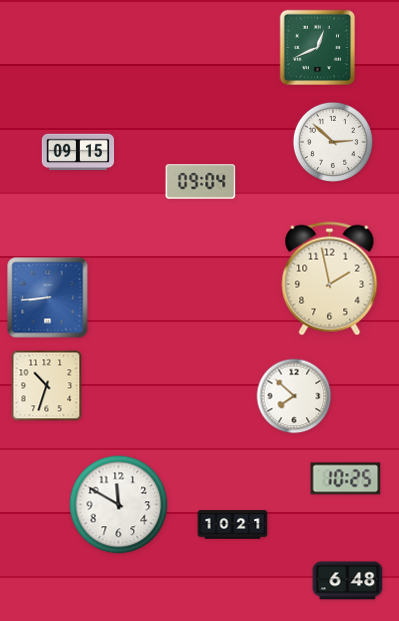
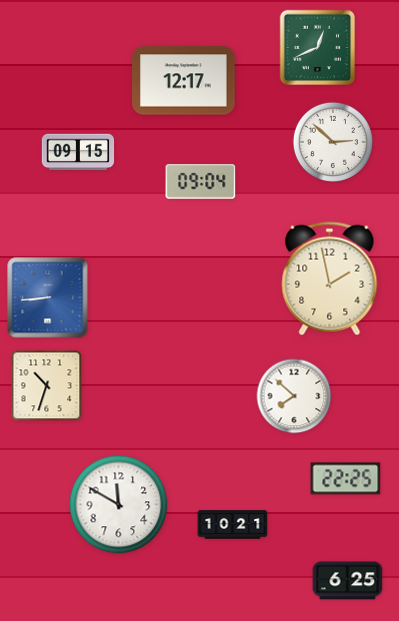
clock at (184, 81): none -> 12:17
clock at (346, 479): 10:25 -> 22:25
clock at (348, 581): 6:48 -> 6:25
